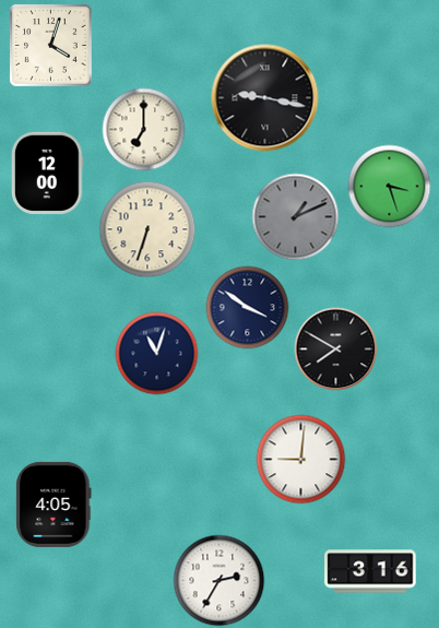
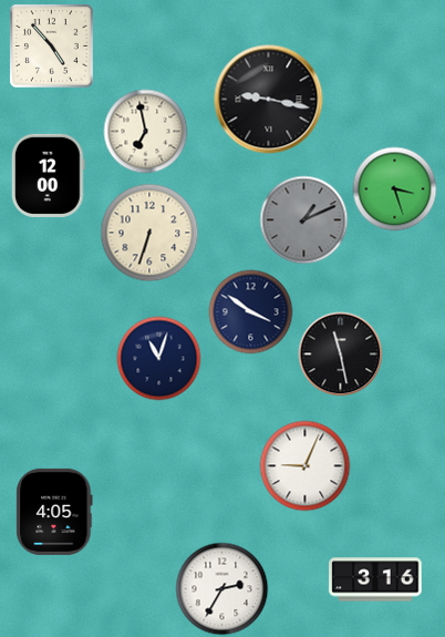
clock at (51, 46): 4:03 -> 4:53
clock at (144, 130): 7:00 -> 6:58
clock at (296, 217) position: (296, 217) -> (304, 220)
clock at (336, 349): 7:50 -> 11:28
clock at (301, 460): 9:01 -> 9:04
